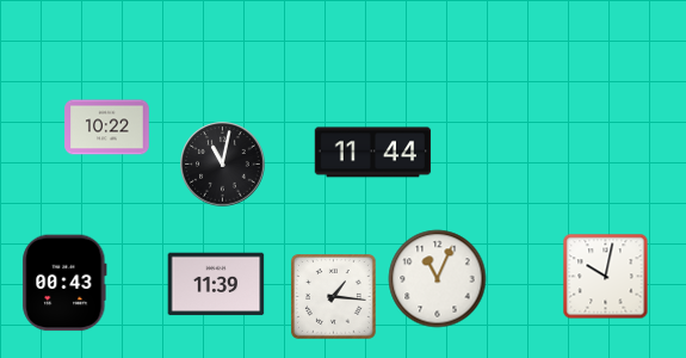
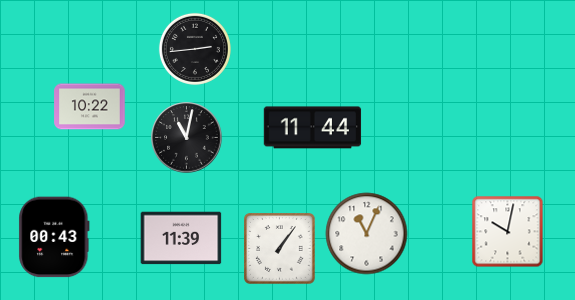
clock at (195, 49): none -> 2:44
clock at (334, 297): 1:16 -> 1:06
